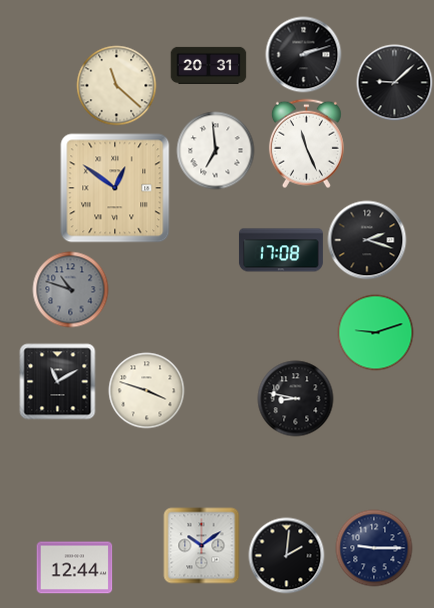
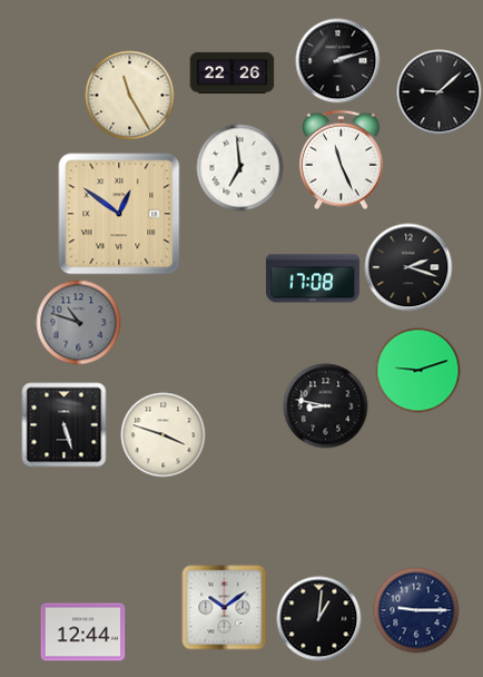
clock at (209, 65): 20:31 -> 22:26
clock at (117, 86): 11:22 -> 11:25
clock at (115, 188) position: (115, 188) -> (119, 214)
clock at (58, 382): 11:10 -> 5:27
clock at (296, 399) position: (296, 399) -> (326, 406)
clock at (287, 556): 2:01 -> 1:01
